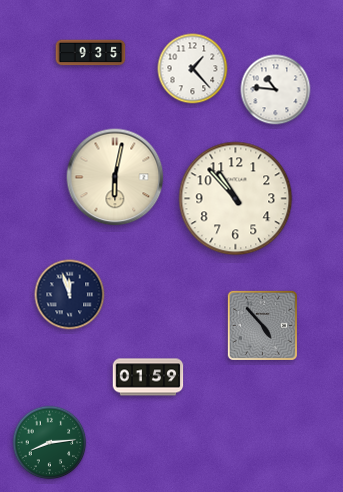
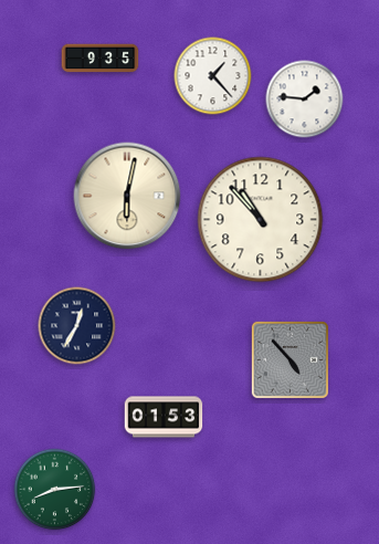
clock at (276, 90): 10:46 -> 1:46
clock at (70, 295): 11:57 -> 12:35
clock at (148, 377): 01:59 -> 01:53
